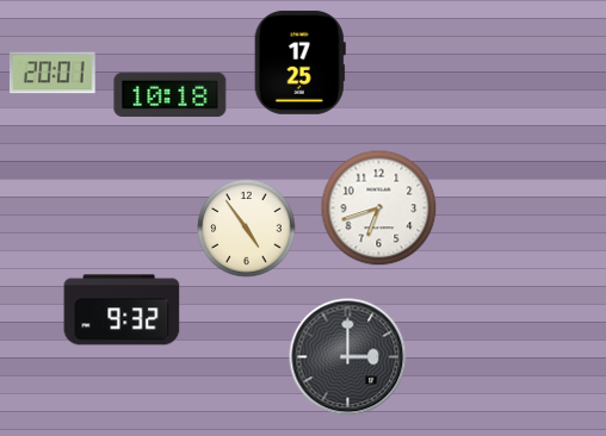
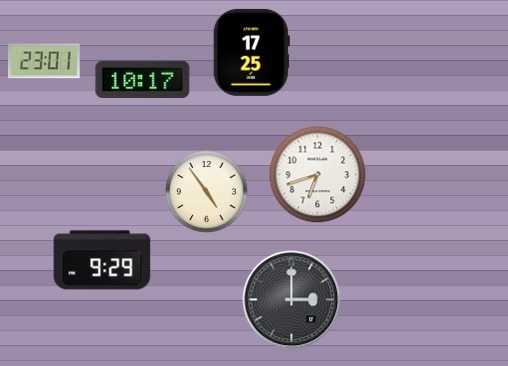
clock at (52, 73): 20:01 -> 23:01
clock at (171, 94): 10:18 -> 10:17
clock at (122, 310): 9:32 -> 9:29
